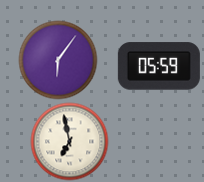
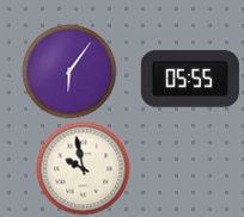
clock at (159, 66): 05:59 -> 05:55
clock at (69, 141): 6:58 -> 9:58
